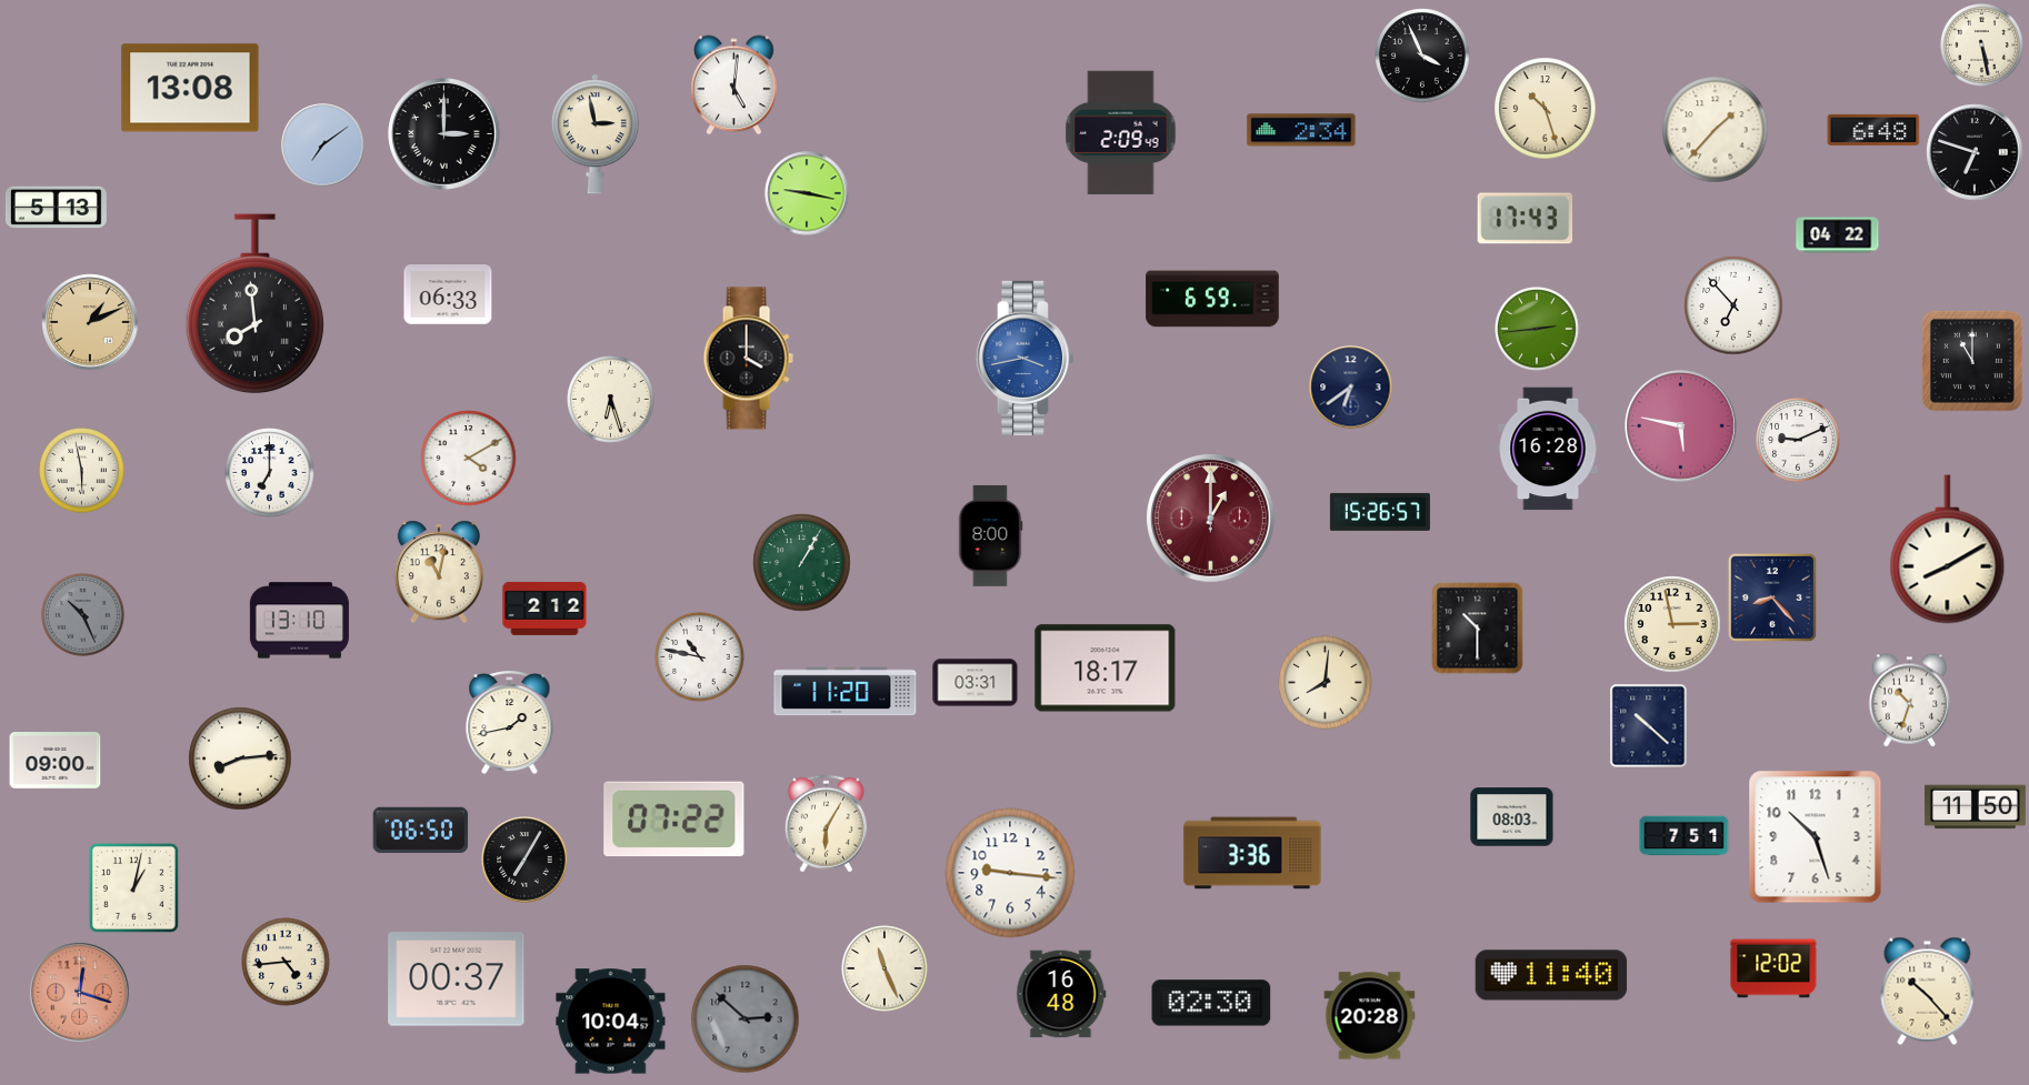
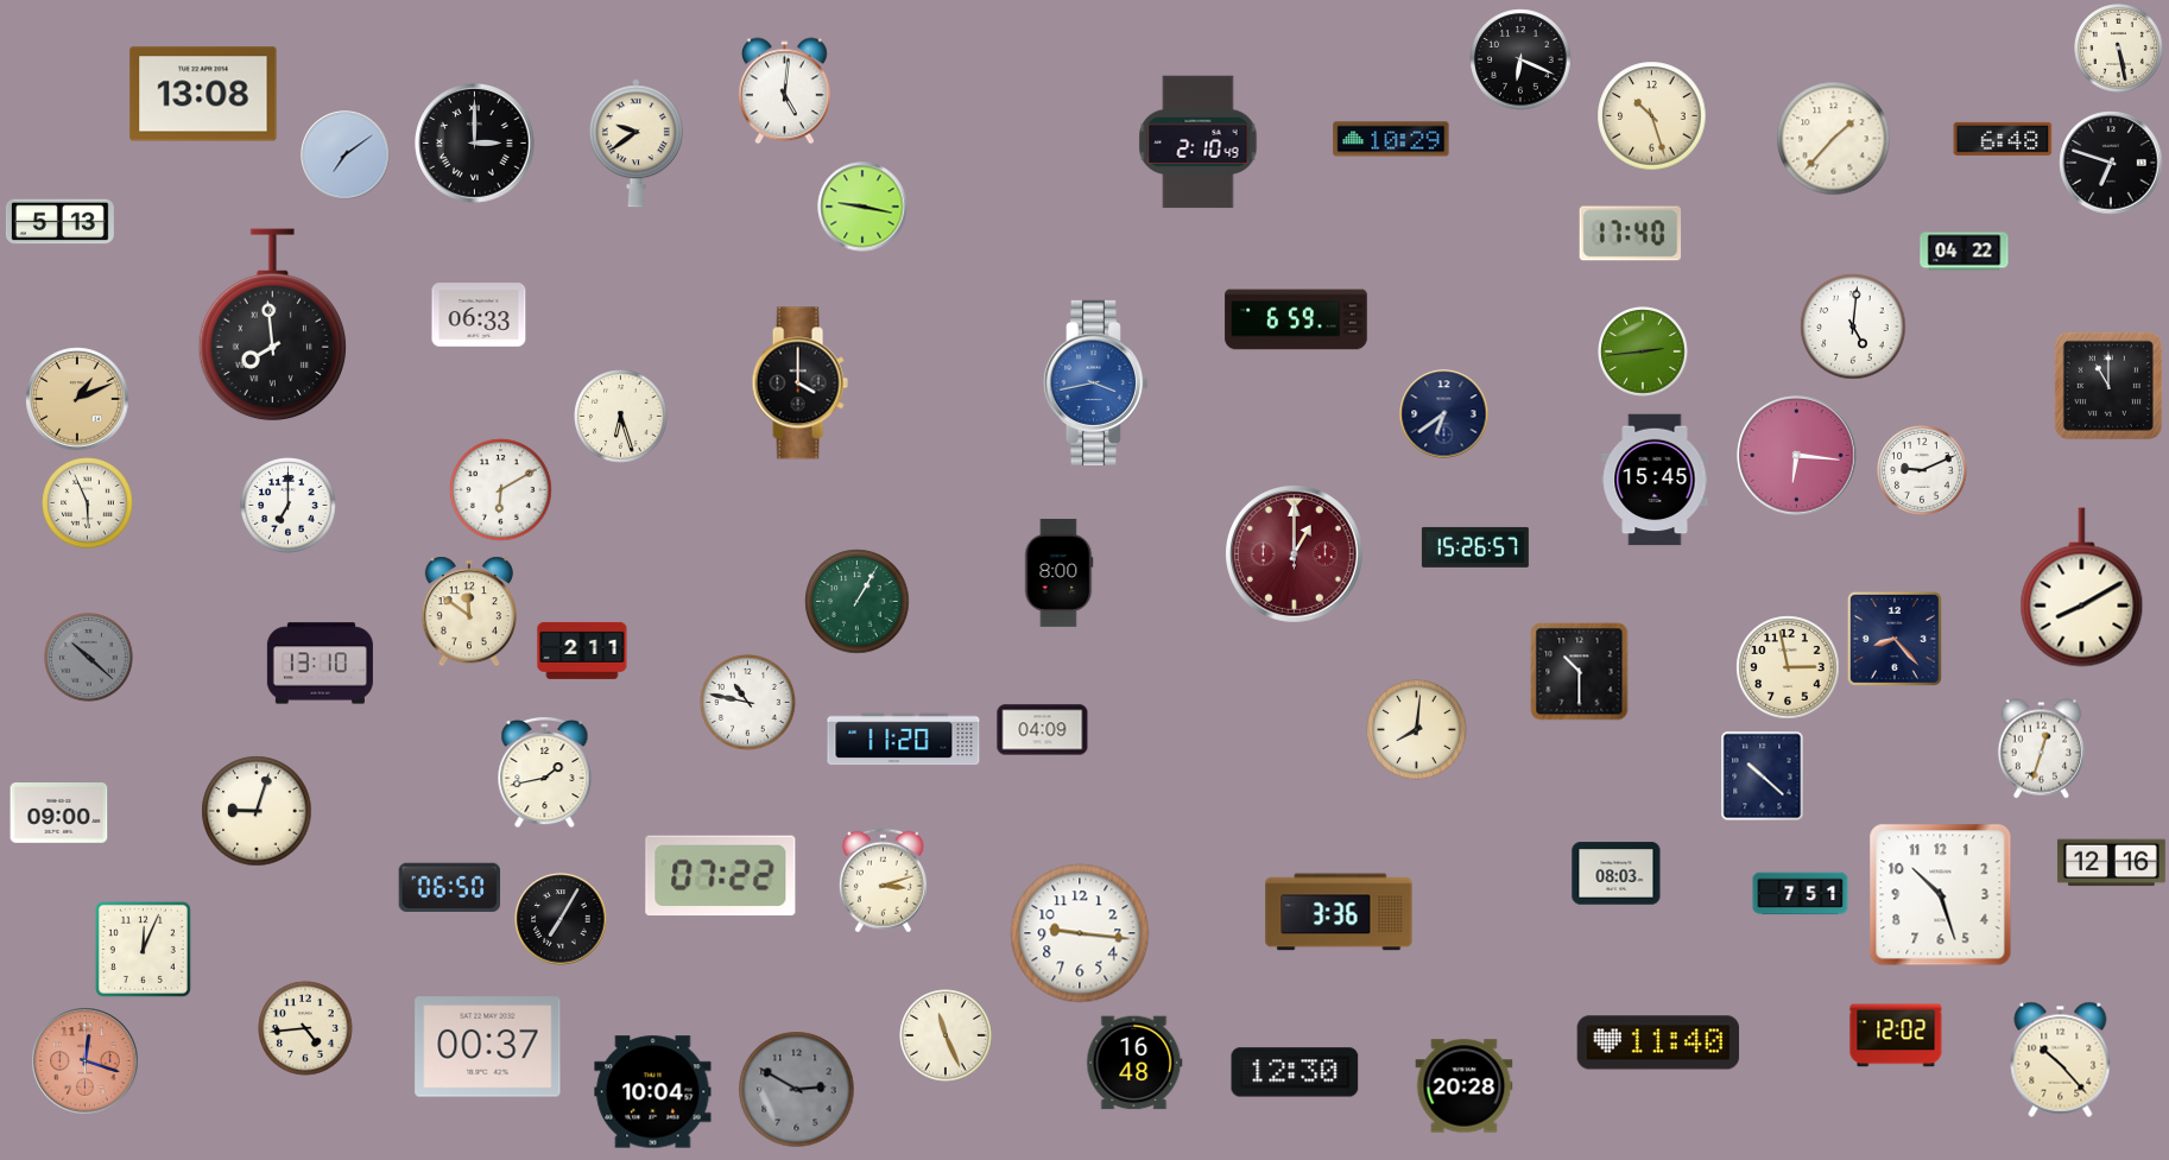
clock at (1422, 56): 3:56 -> 6:19
clock at (1301, 130): 2:34 -> 10:29
clock at (1121, 133): 2:09 -> 2:10
clock at (594, 134): 2:58 -> 9:39
clock at (1526, 219): 17:43 -> 17:40
clock at (1733, 305): 6:53 -> 5:01
clock at (90, 322) position: (90, 322) -> (77, 399)
clock at (611, 400) position: (611, 400) -> (621, 417)
clock at (1681, 426): 5:47 -> 6:16
clock at (1548, 449): 16:28 -> 15:45
clock at (469, 459): 4:10 -> 6:10
clock at (82, 471): 5:58 -> 5:56
clock at (439, 572): 11:02 -> 11:51
clock at (544, 609): 2:12 -> 2:11
clock at (83, 615): 10:26 -> 10:22
clock at (1106, 669): 18:17 -> none
clock at (976, 683): 03:31 -> 04:09
clock at (1909, 701): 10:33 -> 12:33
clock at (240, 759): 8:14 -> 9:03
clock at (1975, 807): 11:50 -> 12:16
clock at (826, 824): 6:05 -> 3:12
clock at (133, 887): 1:02 -> 12:04
clock at (1211, 1003): 02:30 -> 12:30
clock at (746, 1019): 2:52 -> 2:50
